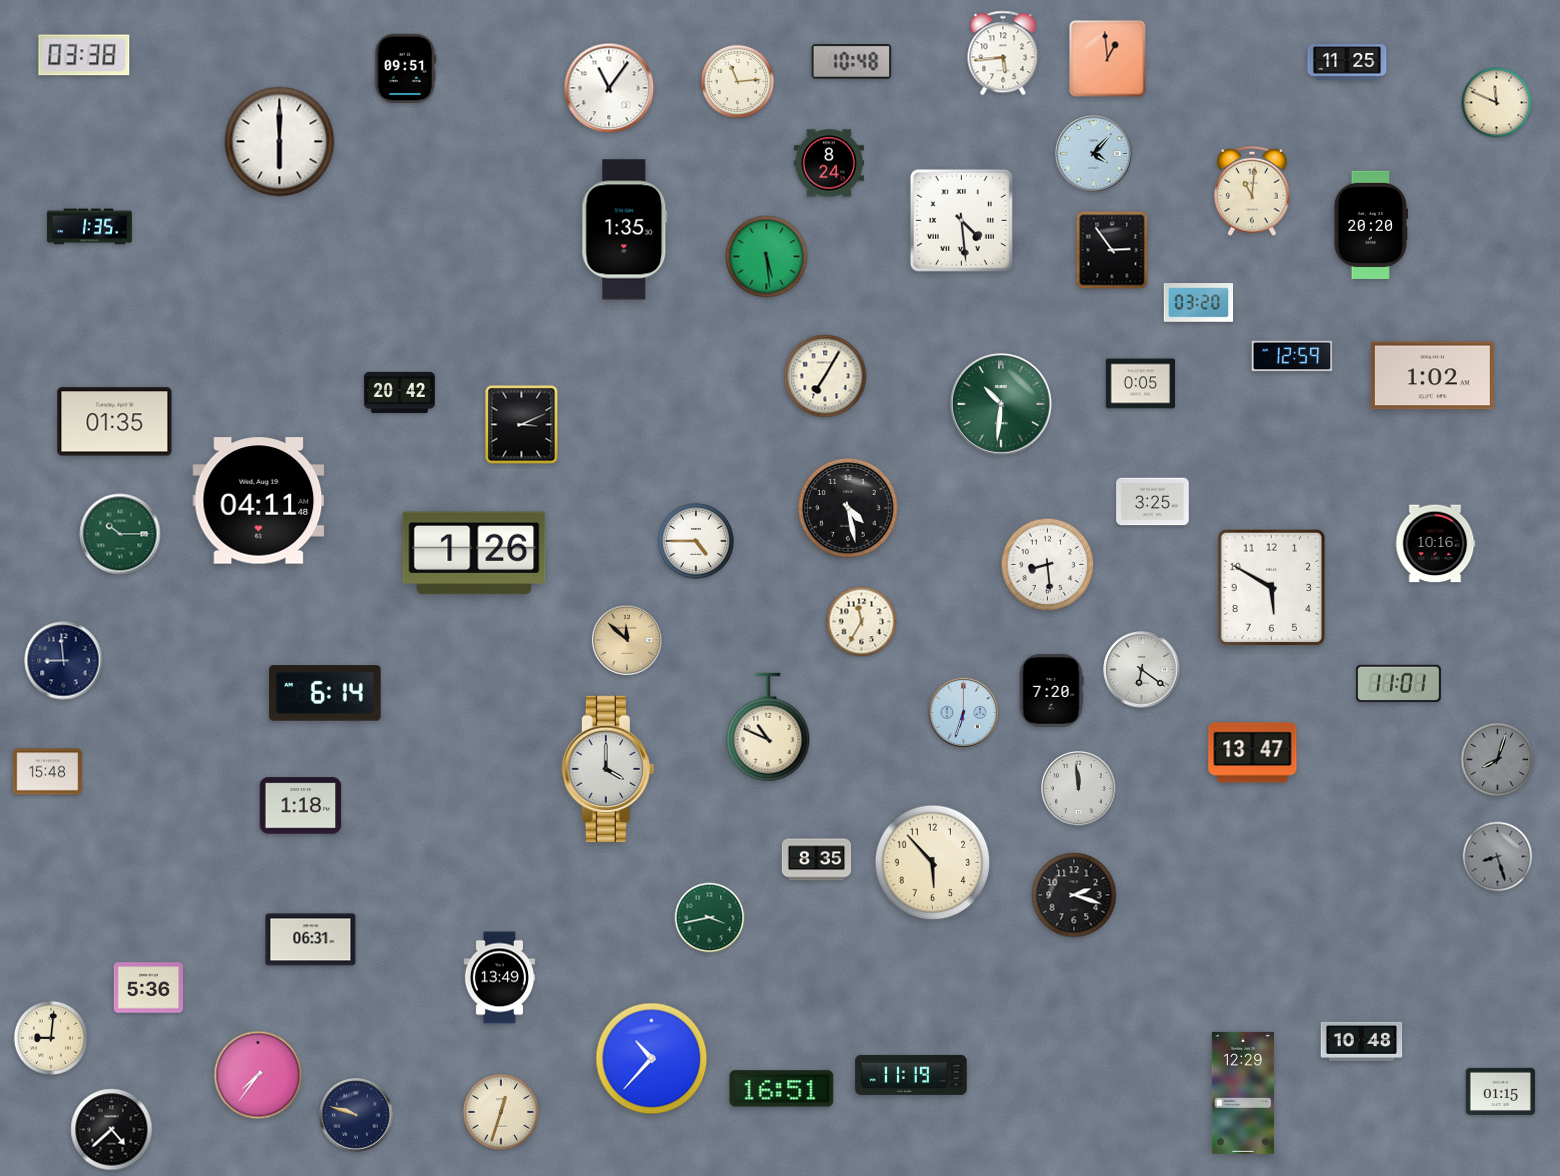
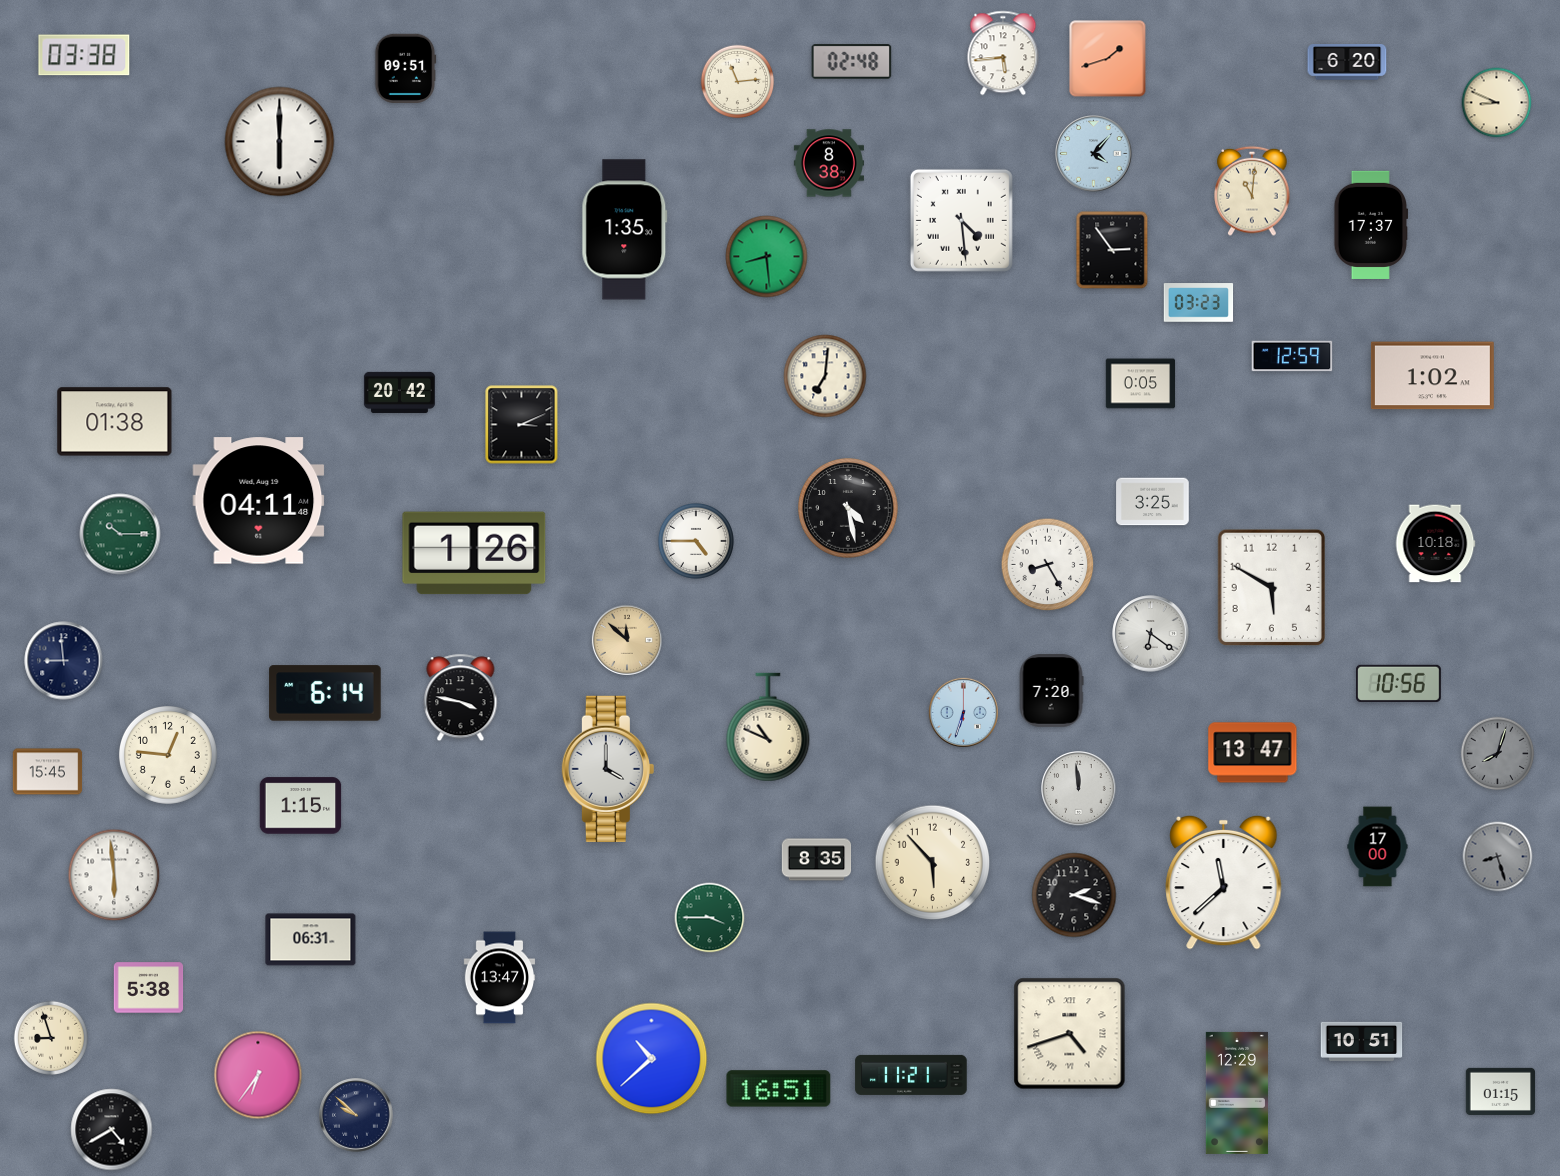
clock at (1108, 59): 12:59 -> 1:42
clock at (852, 62): 10:48 -> 02:48
clock at (1347, 63): 11:25 -> 6:20
clock at (609, 88): 11:06 -> none
clock at (1497, 103): 11:49 -> 8:49
clock at (829, 163): 8:24 -> 8:38
clock at (1371, 225): 20:20 -> 17:37
clock at (90, 227): 1:35 -> none
clock at (767, 257): 5:29 -> 8:29
clock at (1199, 303): 03:20 -> 03:23
clock at (825, 376): 7:05 -> 7:01
clock at (1001, 404): 10:31 -> none
clock at (115, 422): 01:35 -> 01:38
clock at (1435, 544): 10:16 -> 10:18
clock at (1048, 565): 8:29 -> 8:25
clock at (862, 622): 11:35 -> none
clock at (1142, 670) position: (1142, 670) -> (1151, 634)
clock at (1399, 683): 11:01 -> 10:56
clock at (461, 698): none -> 3:47
clock at (168, 755): none -> 12:46
clock at (1498, 760) position: (1498, 760) -> (1498, 754)
clock at (48, 772): 15:48 -> 15:45
clock at (301, 806): 1:18 -> 1:15
clock at (1378, 847): none -> 17:00
clock at (114, 875): none -> 5:59
clock at (1224, 882): none -> 11:38
clock at (710, 918): 3:43 -> 3:45
clock at (500, 978): 13:49 -> 13:47
clock at (149, 988): 5:36 -> 5:38
clock at (1070, 1034): none -> 4:42
clock at (50, 1037): 9:01 -> 8:57
clock at (1362, 1041): 10:48 -> 10:51
clock at (652, 1059): 10:37 -> 10:38
clock at (258, 1075): 7:36 -> 6:36
clock at (911, 1075): 11:19 -> 11:21
clock at (782, 1089) position: (782, 1089) -> (779, 1089)
clock at (1243, 1093) position: (1243, 1093) -> (1237, 1093)
clock at (501, 1112): 12:33 -> none
clock at (356, 1115): 9:48 -> 9:52
clock at (112, 1130): 4:38 -> 4:40
